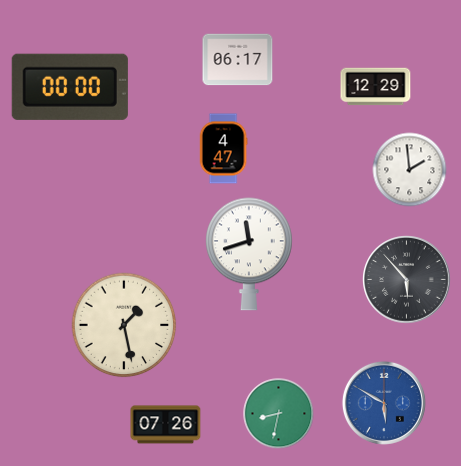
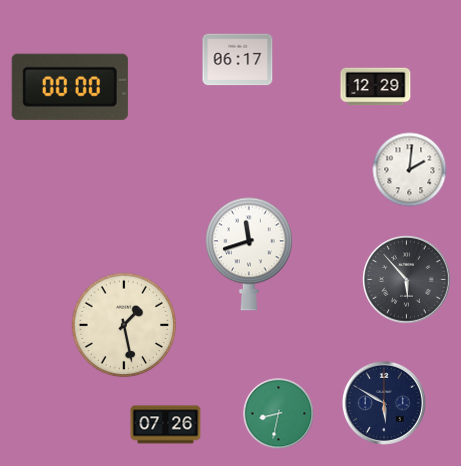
clock at (223, 149): 4:47 -> none
clock at (410, 170): 1:59 -> 2:01
clock at (384, 403) dial: blue -> navy
